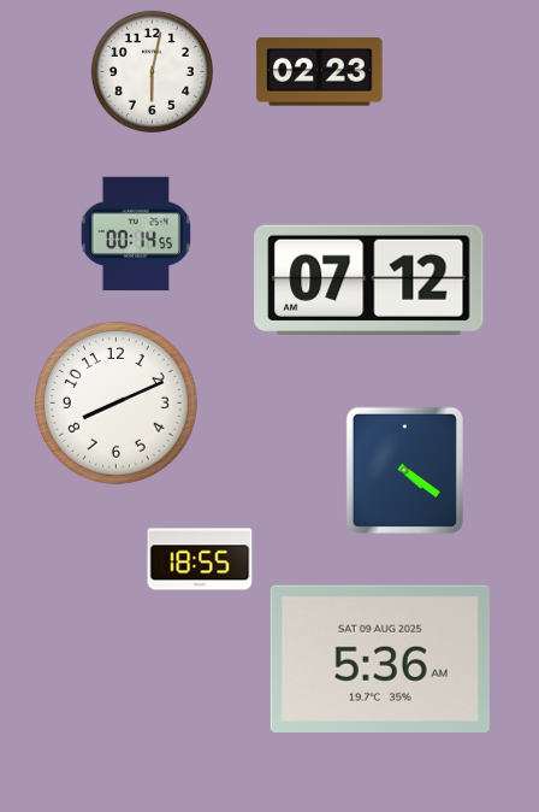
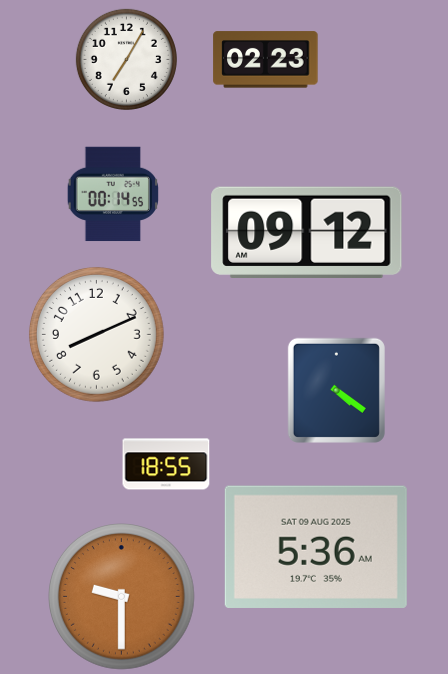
clock at (152, 71): 6:02 -> 7:05
clock at (369, 280): 07:12 -> 09:12
clock at (122, 597): none -> 9:30
